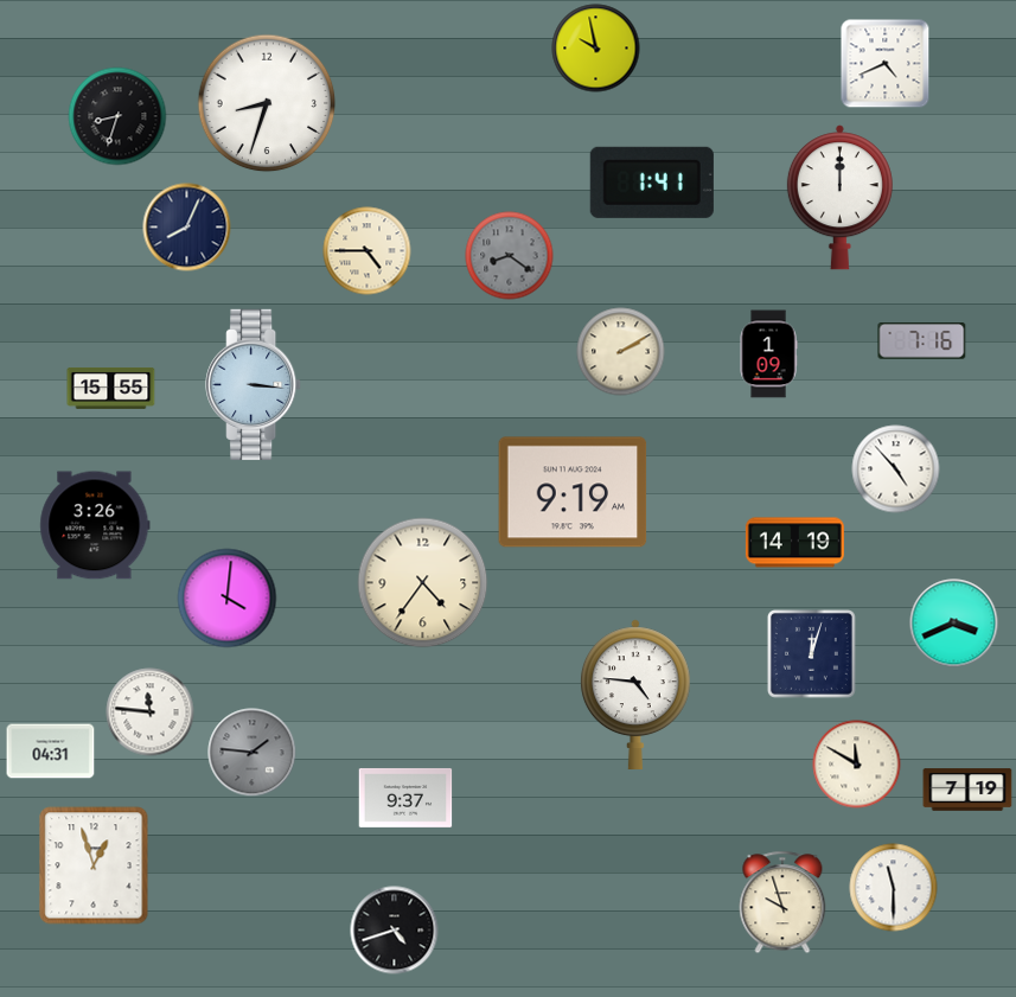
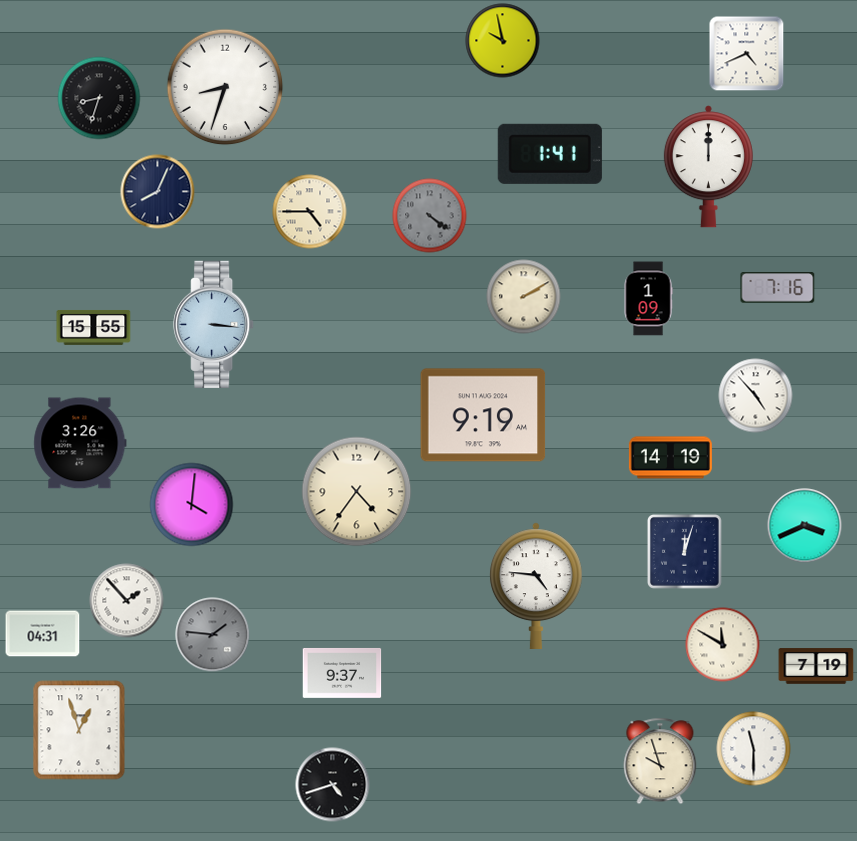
clock at (510, 256): 8:21 -> 4:21
clock at (151, 712): 11:46 -> 1:53
